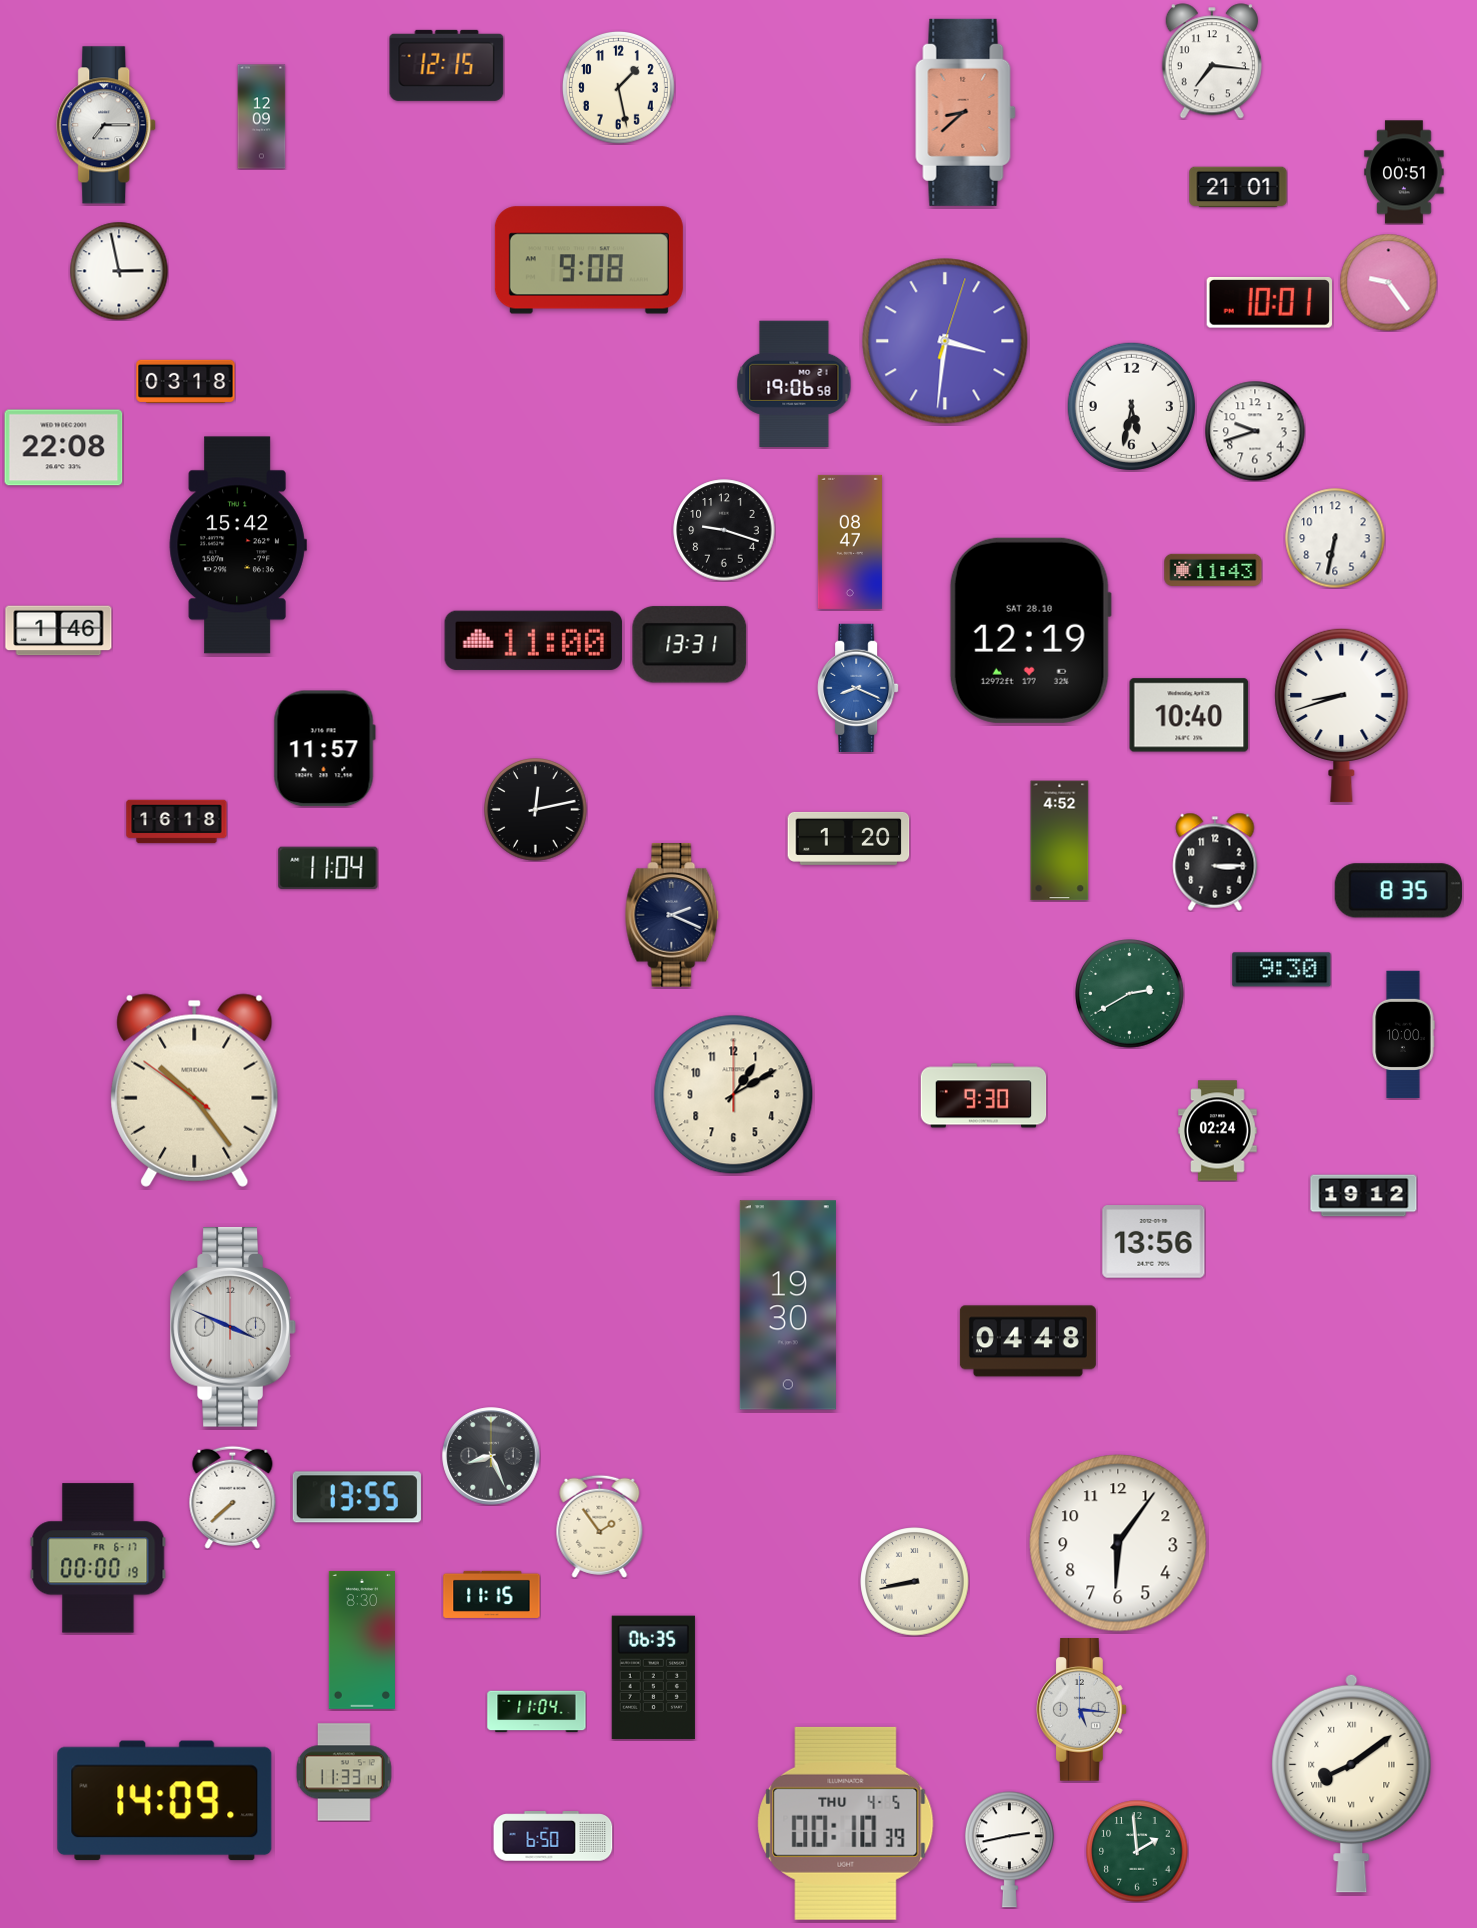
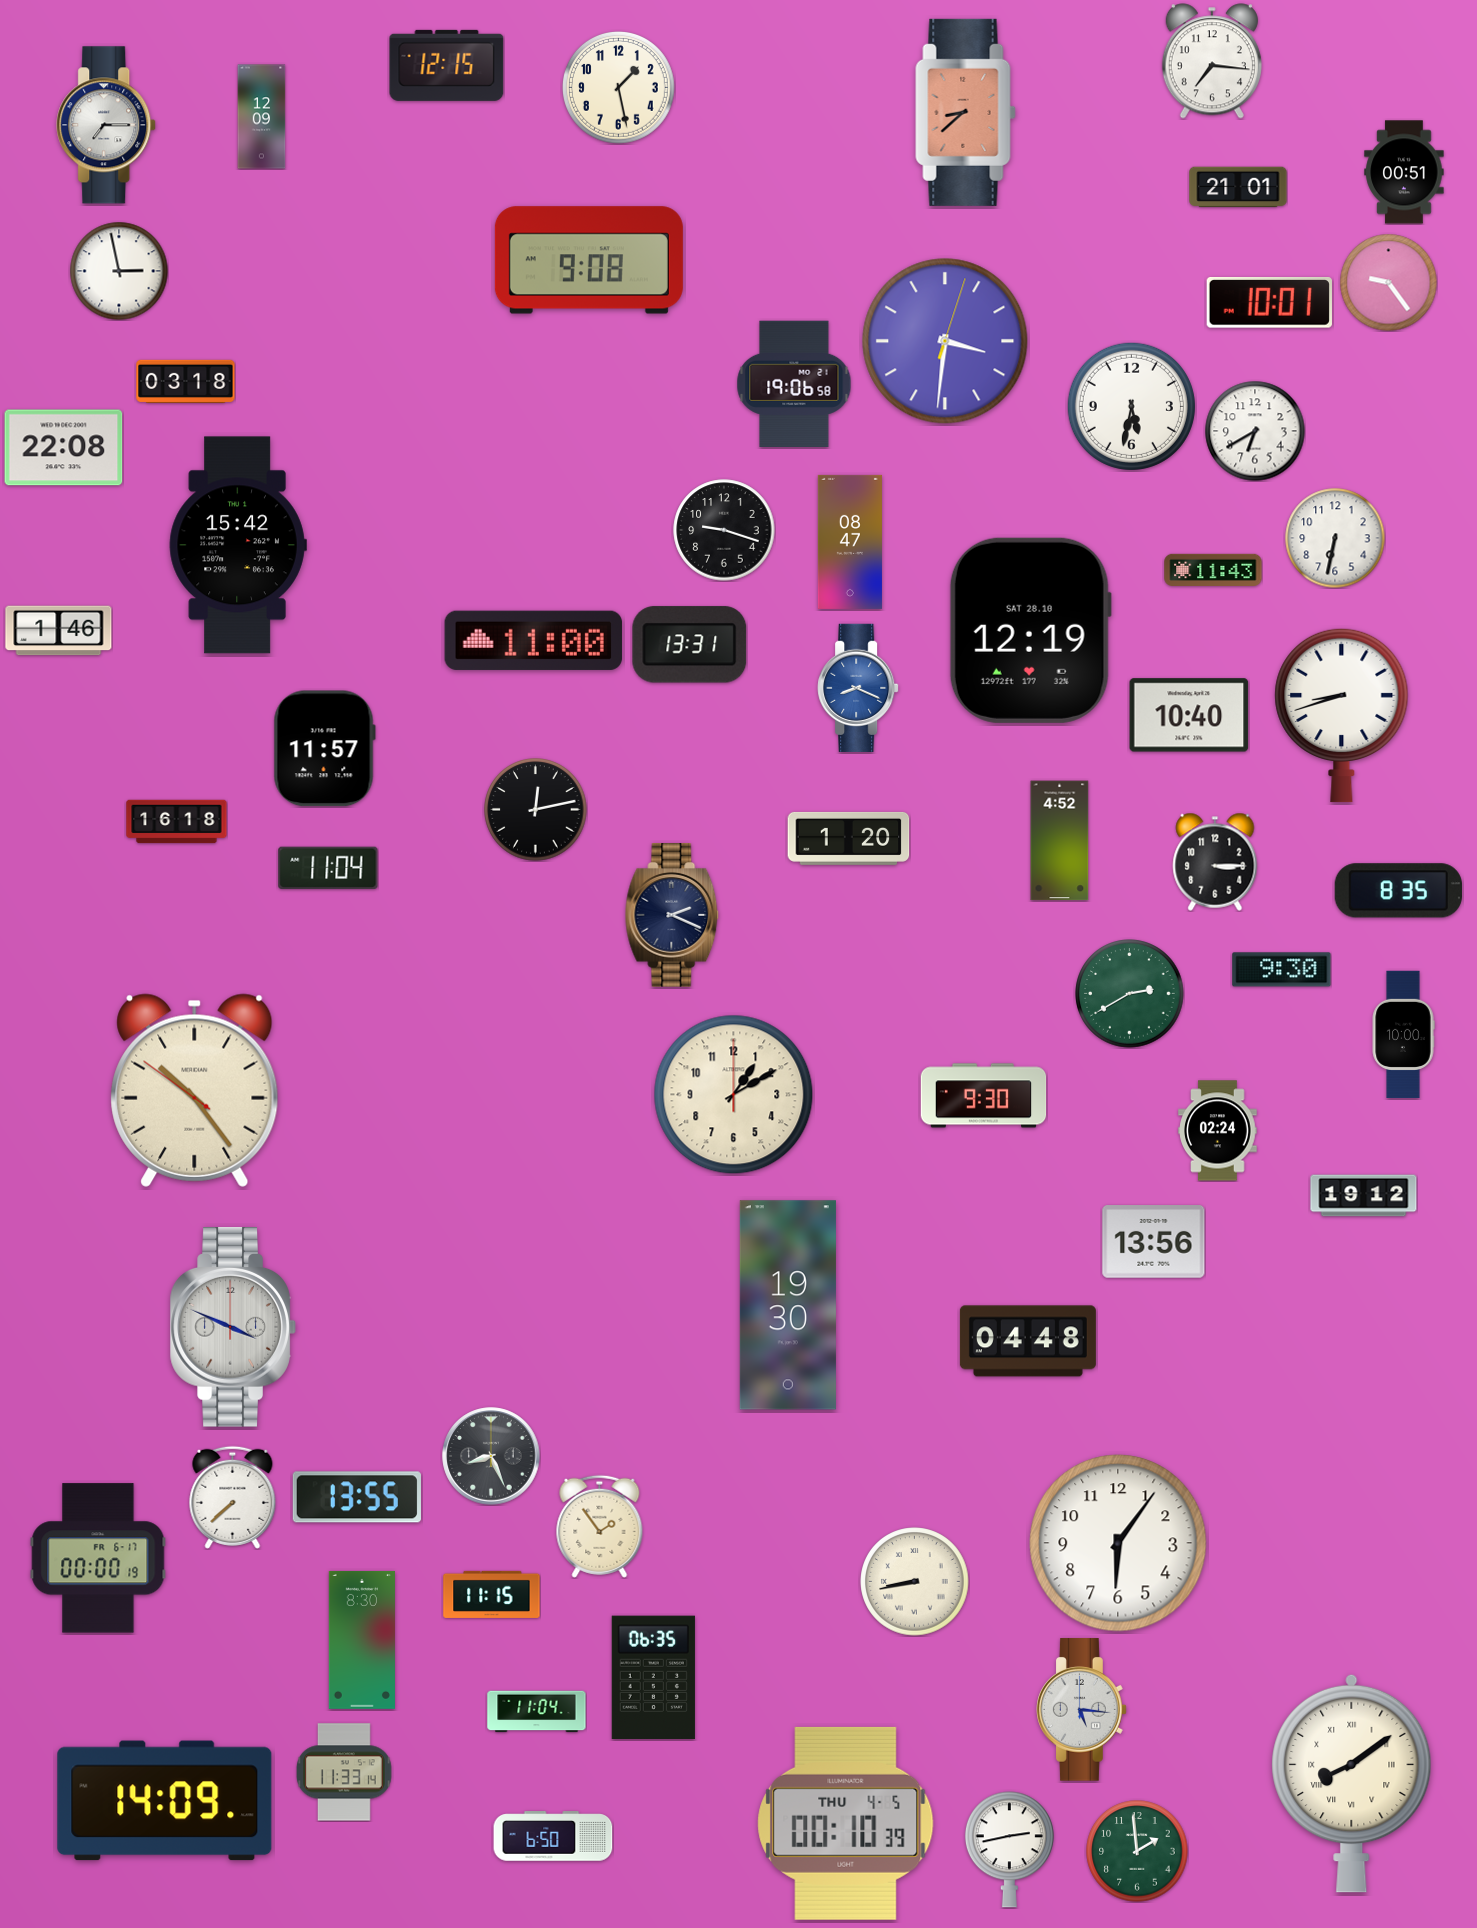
clock at (1255, 431): 9:42 -> 6:40
